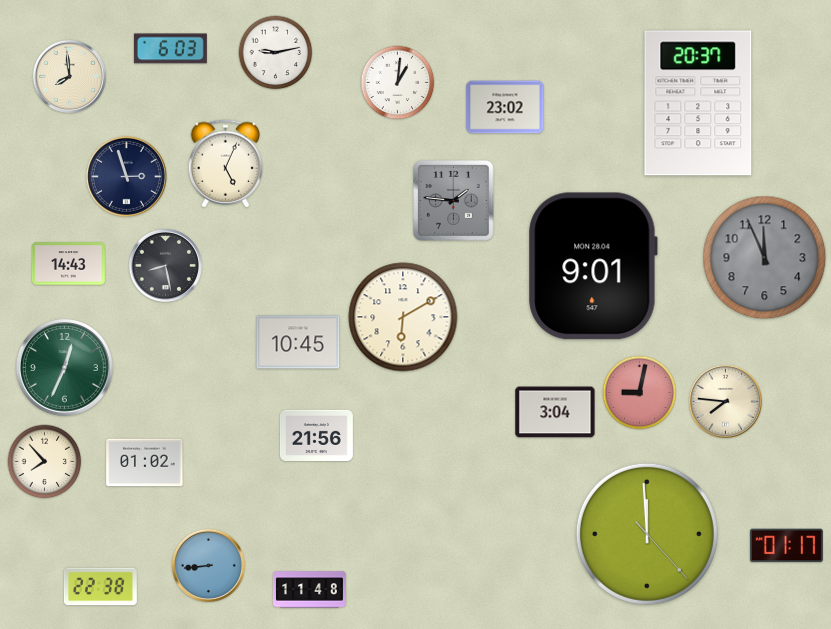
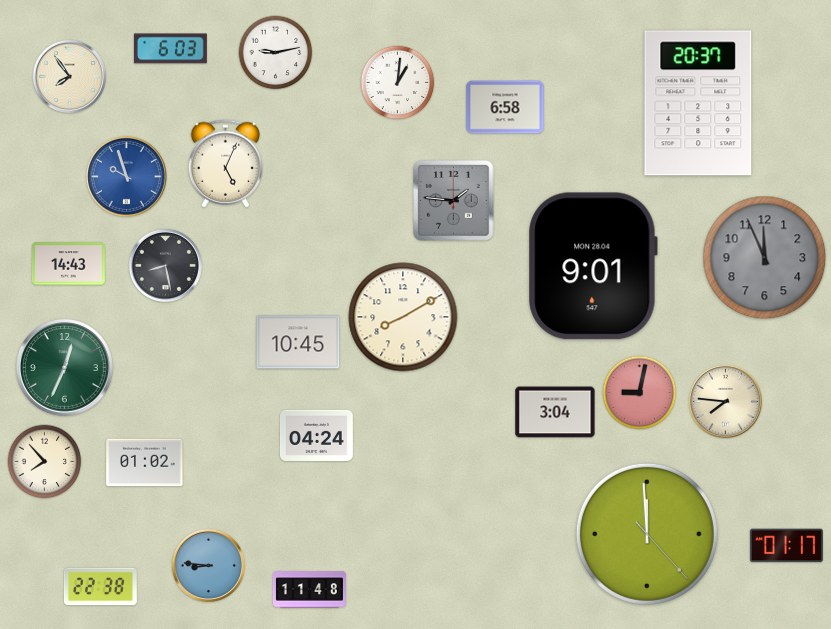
clock at (69, 76): 7:59 -> 7:54
clock at (505, 107): 23:02 -> 6:58
clock at (126, 176): 2:57 -> 9:57
clock at (126, 176) dial: navy -> blue
clock at (403, 317): 6:10 -> 8:10
clock at (316, 435): 21:56 -> 04:24
clock at (208, 565): 8:44 -> 8:46
